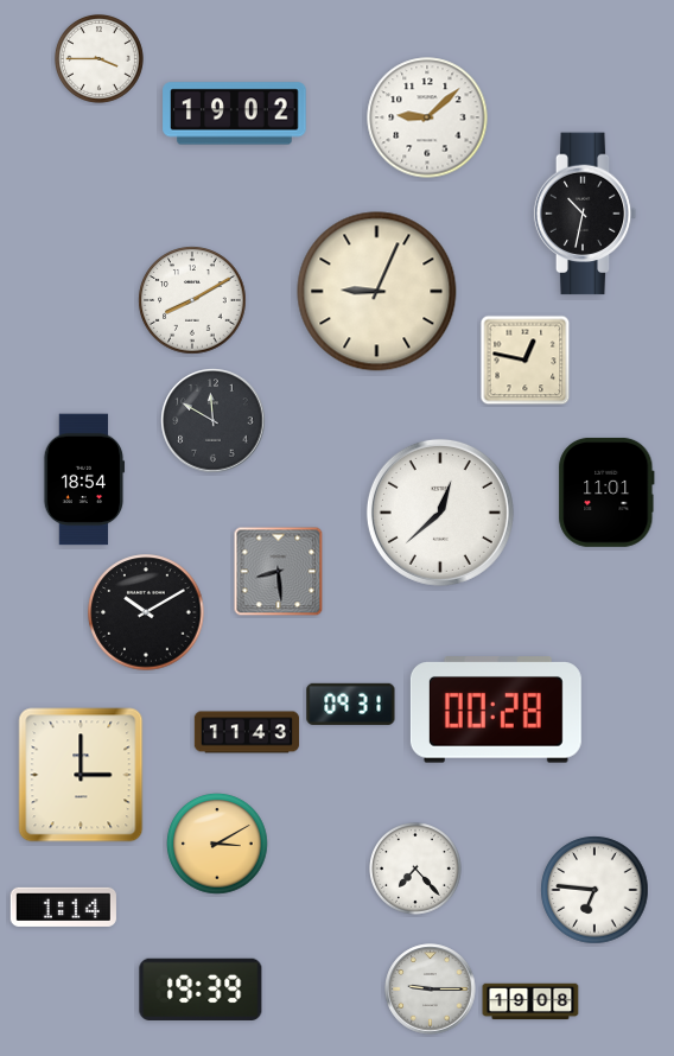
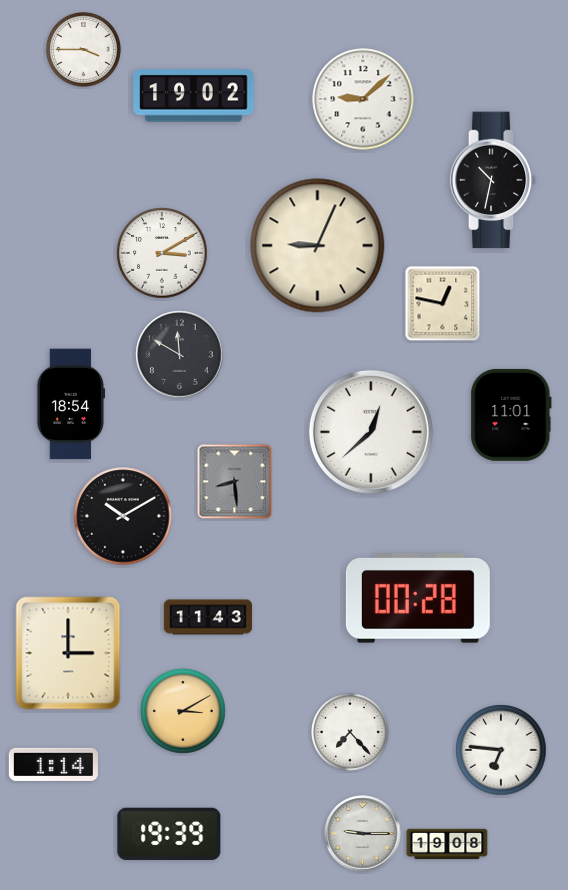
clock at (235, 114) position: (235, 114) -> (194, 96)
clock at (427, 117) position: (427, 117) -> (363, 99)
clock at (192, 300): 8:10 -> 3:10
clock at (351, 704): 09:31 -> none
